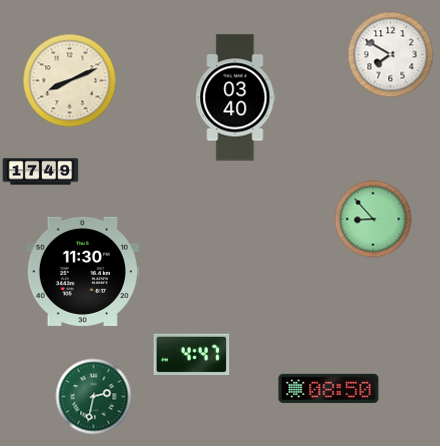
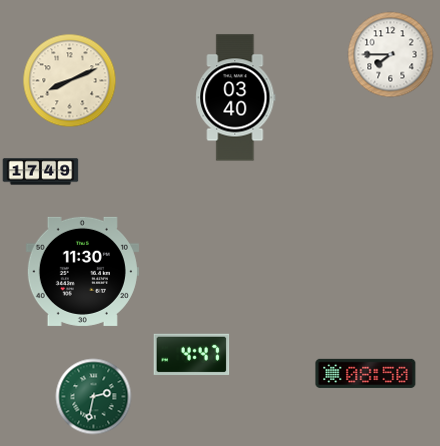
clock at (391, 55): 7:50 -> 7:45
clock at (373, 219): 8:53 -> none
clock at (329, 388) position: (329, 388) -> (366, 373)
